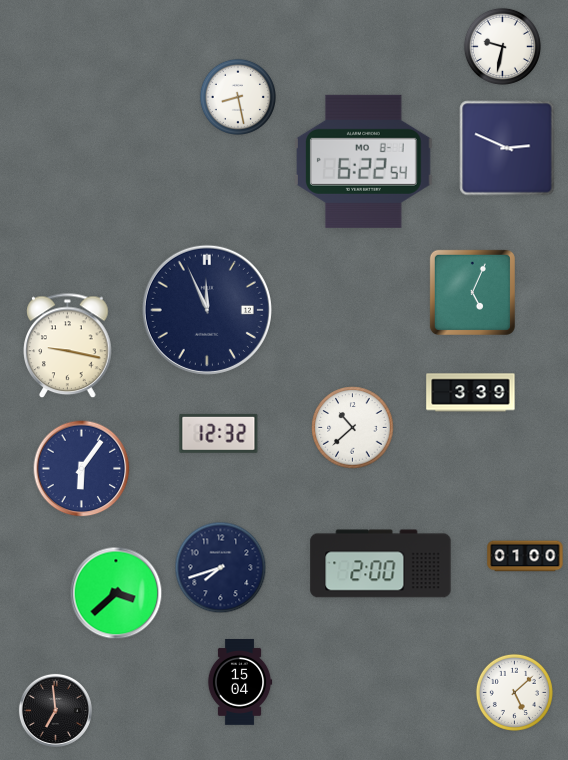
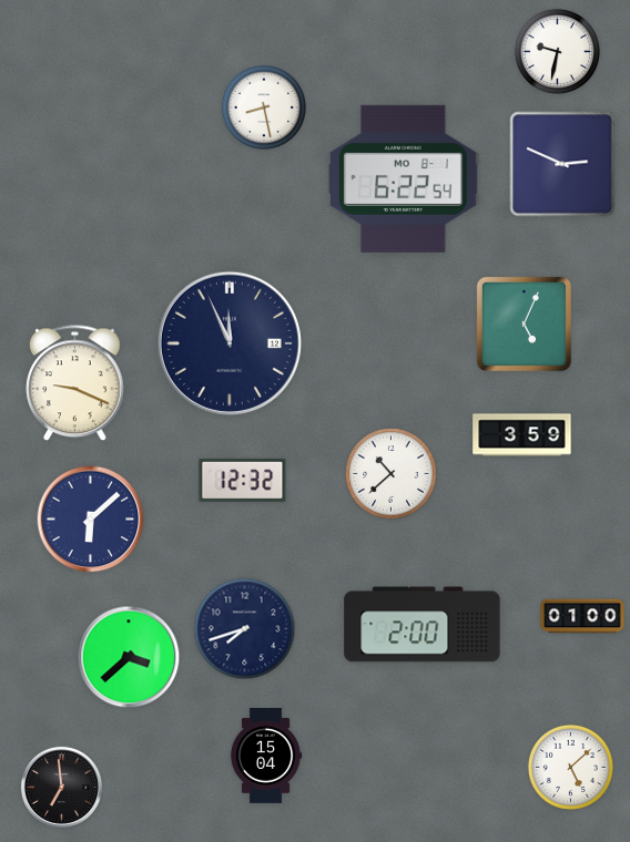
clock at (68, 346): 9:17 -> 9:19
clock at (471, 393): 3:39 -> 3:59
clock at (82, 469): 6:06 -> 6:08
